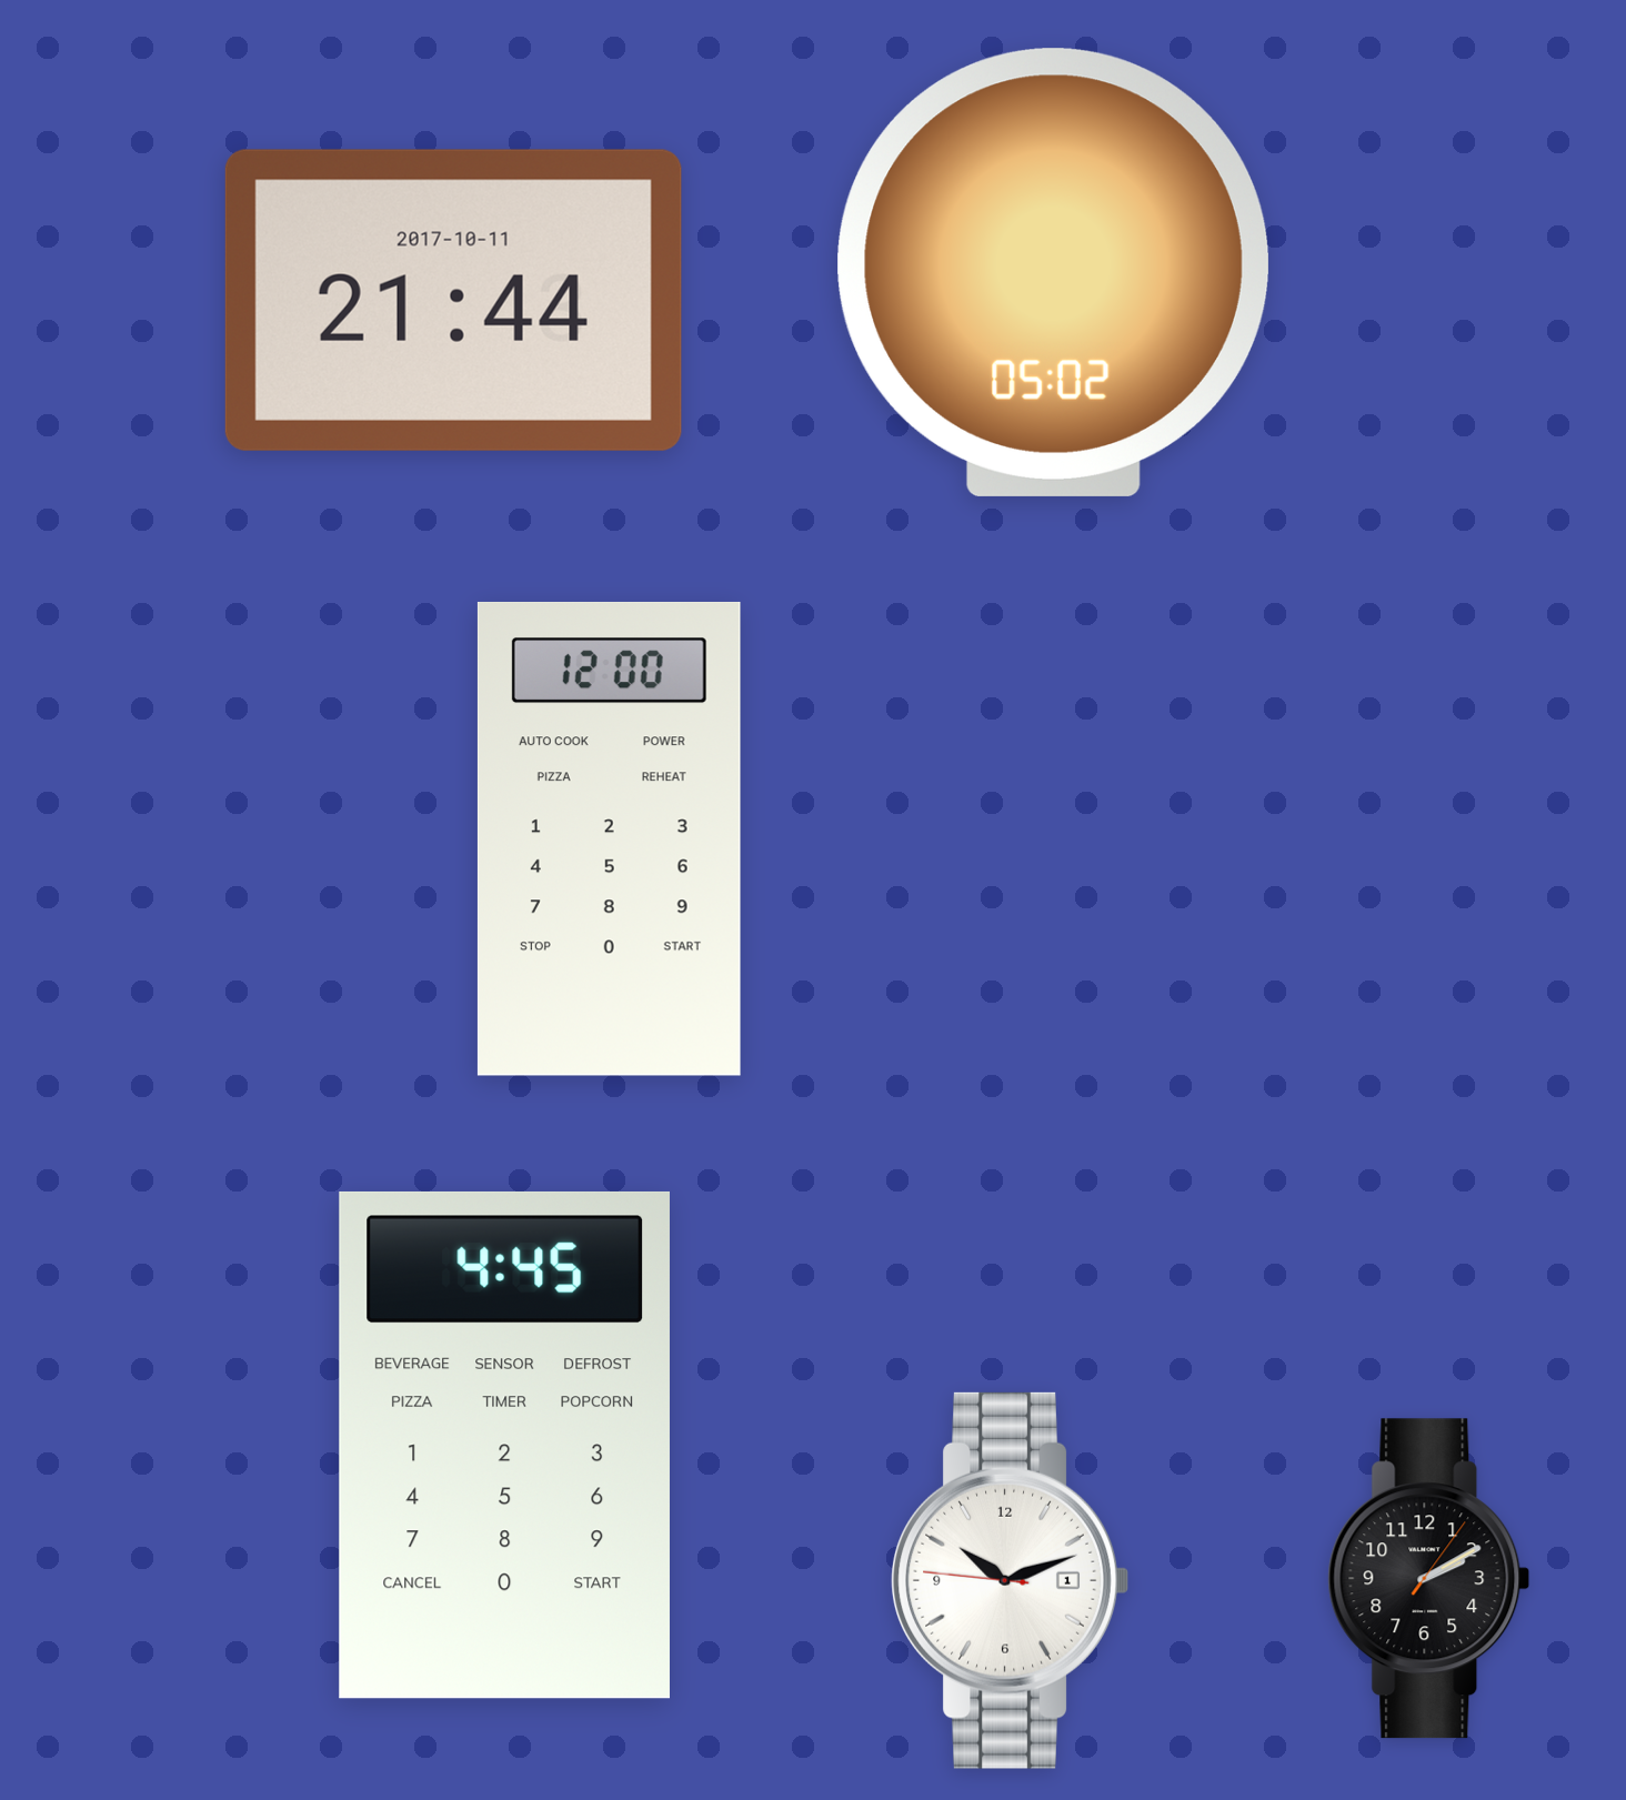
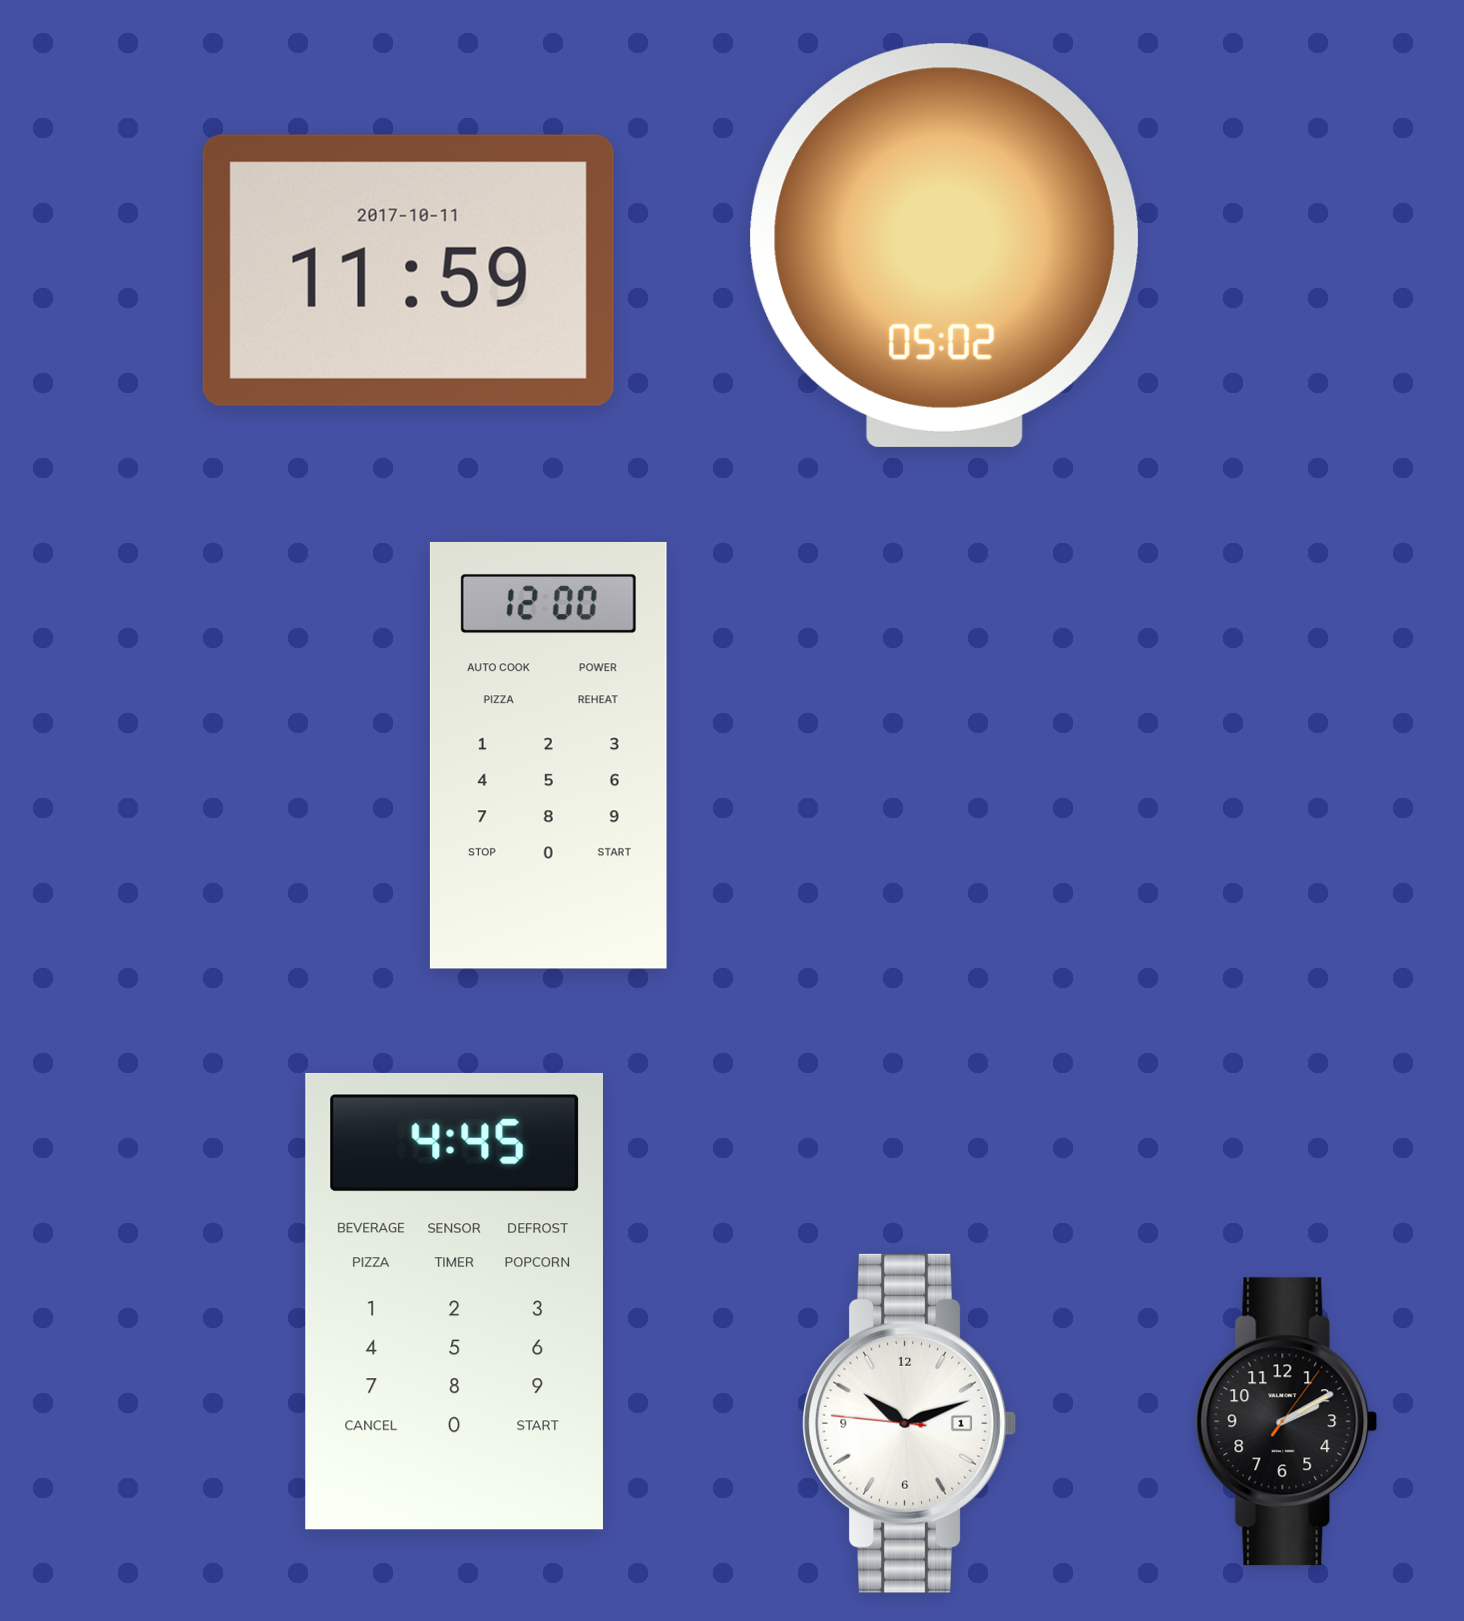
clock at (1053, 272) position: (1053, 272) -> (944, 245)
clock at (453, 300): 21:44 -> 11:59
